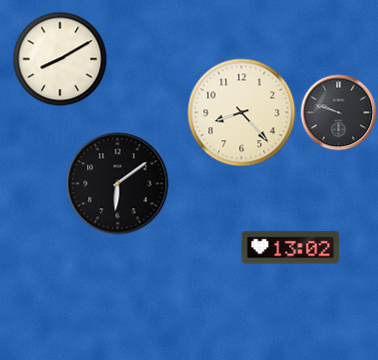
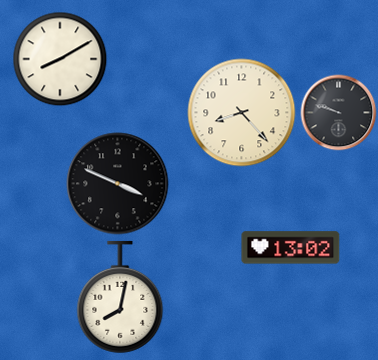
clock at (118, 184): 6:09 -> 3:49
clock at (120, 297): none -> 8:02
